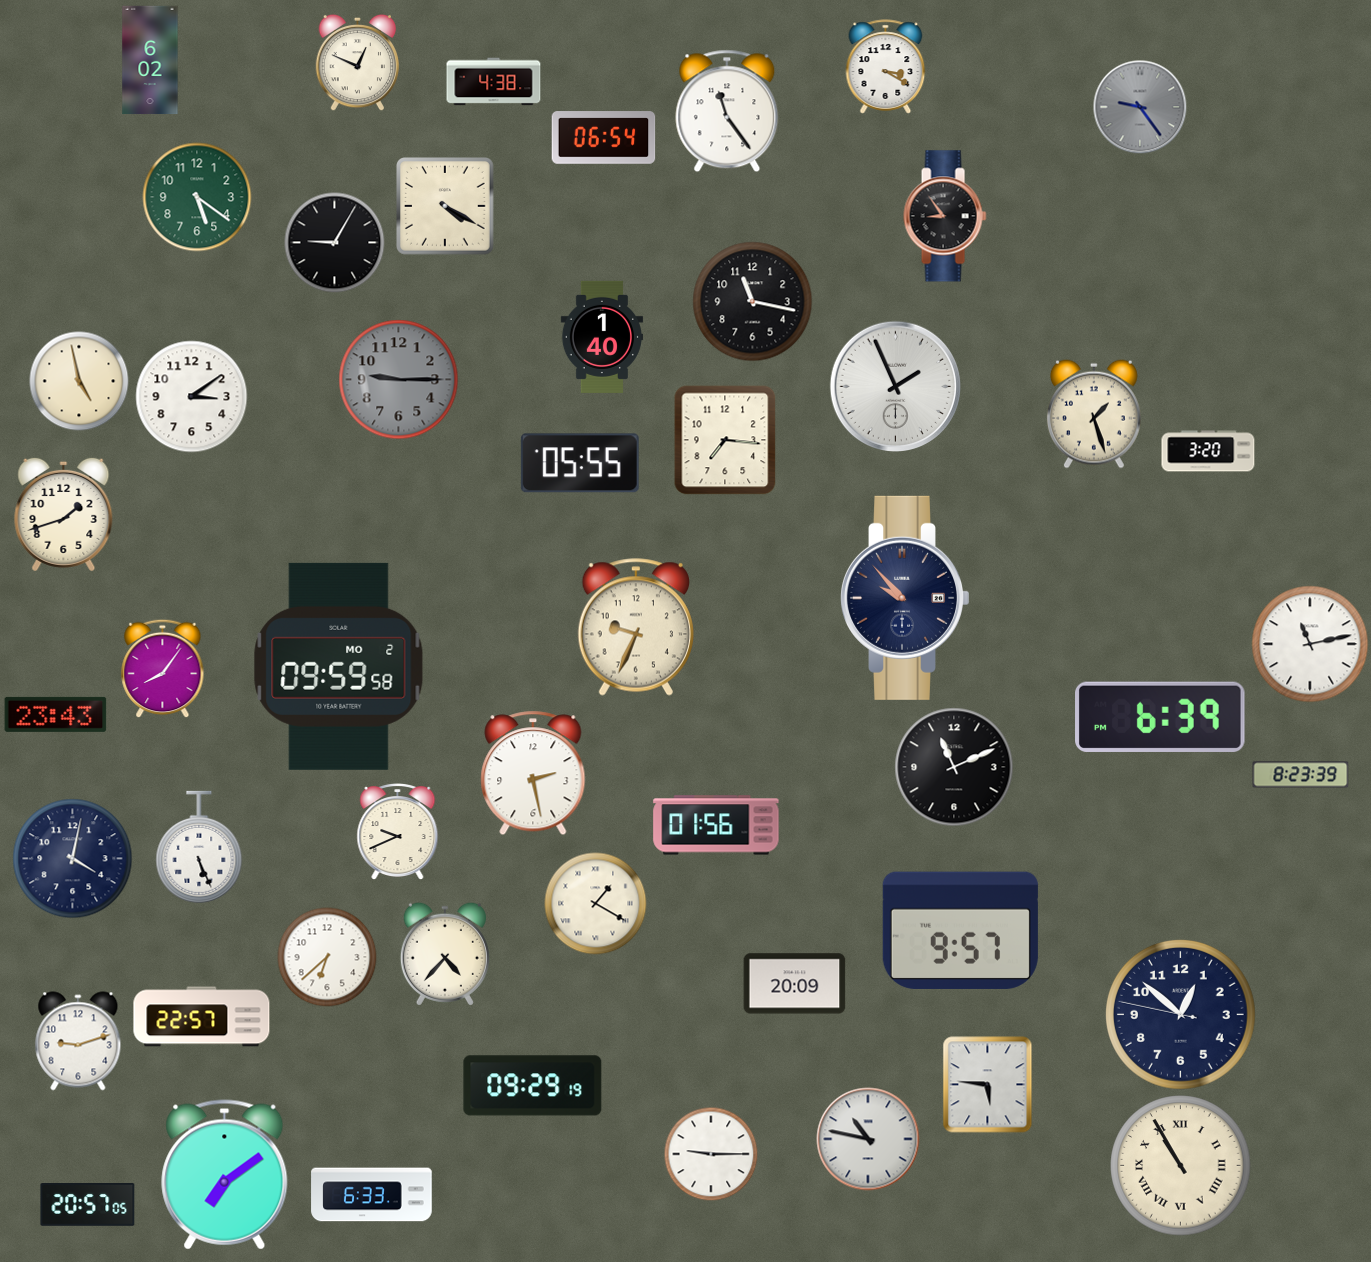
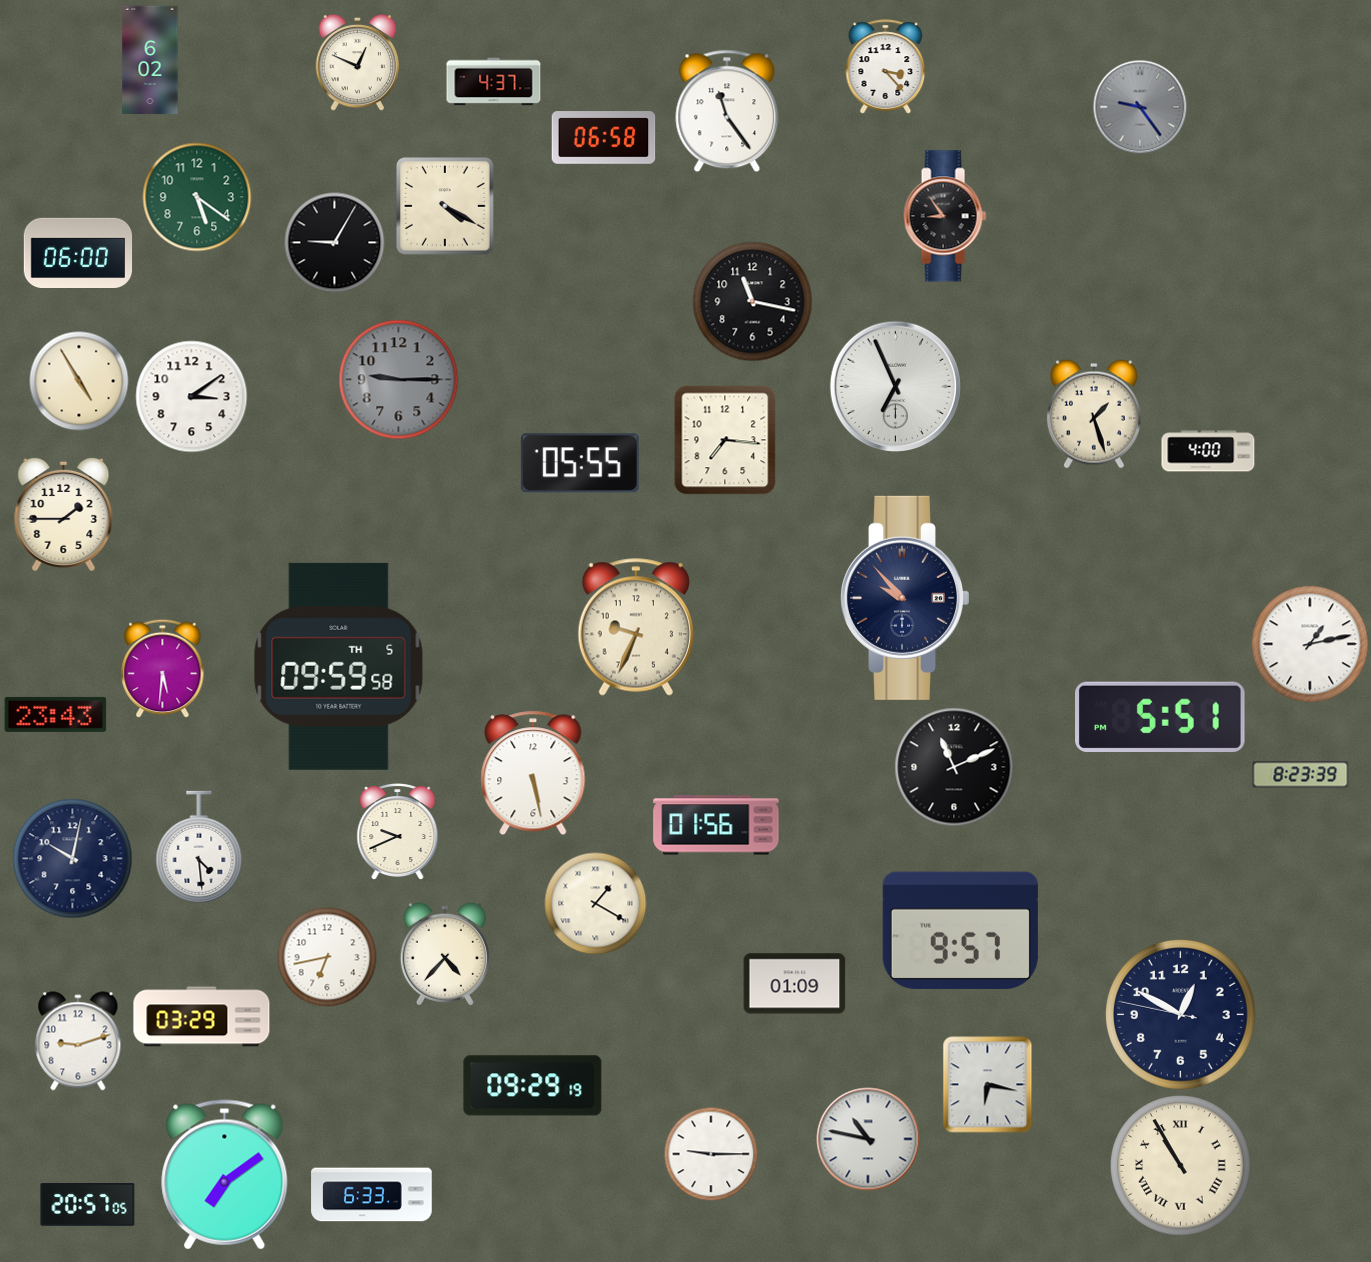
clock at (886, 67): 3:20 -> 3:23
clock at (494, 82): 4:38 -> 4:37
clock at (604, 138): 06:54 -> 06:58
clock at (78, 252): none -> 06:00
clock at (602, 337): 1:40 -> none
clock at (79, 381): 4:58 -> 4:55
clock at (895, 386): 1:56 -> 6:56
clock at (1208, 451): 3:20 -> 4:00
clock at (64, 514): 1:42 -> 1:45
clock at (1310, 644): 11:13 -> 1:13
clock at (339, 666) date: MO 2 -> TH 5
clock at (163, 668): 8:06 -> 5:31
clock at (1160, 717): 6:39 -> 5:51
clock at (533, 773): 2:28 -> 5:28
clock at (199, 847): 5:26 -> 4:29
clock at (73, 859): 4:02 -> 10:02
clock at (327, 957): 6:38 -> 6:43
clock at (795, 984): 20:09 -> 01:09
clock at (1180, 1014): 12:51 -> 12:49
clock at (202, 1017): 22:57 -> 03:29
clock at (988, 1085): 5:46 -> 6:17
